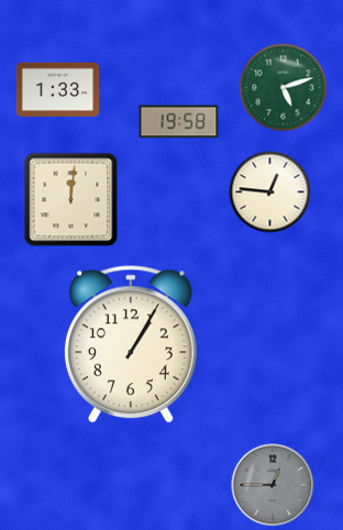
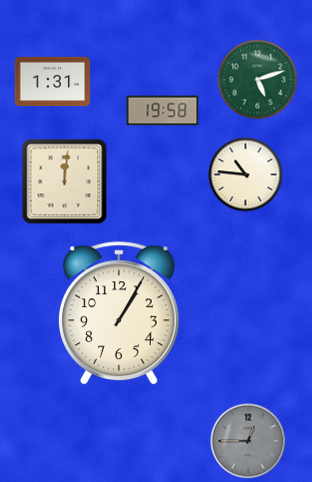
clock at (58, 90): 1:33 -> 1:31
clock at (270, 192): 12:46 -> 10:46
